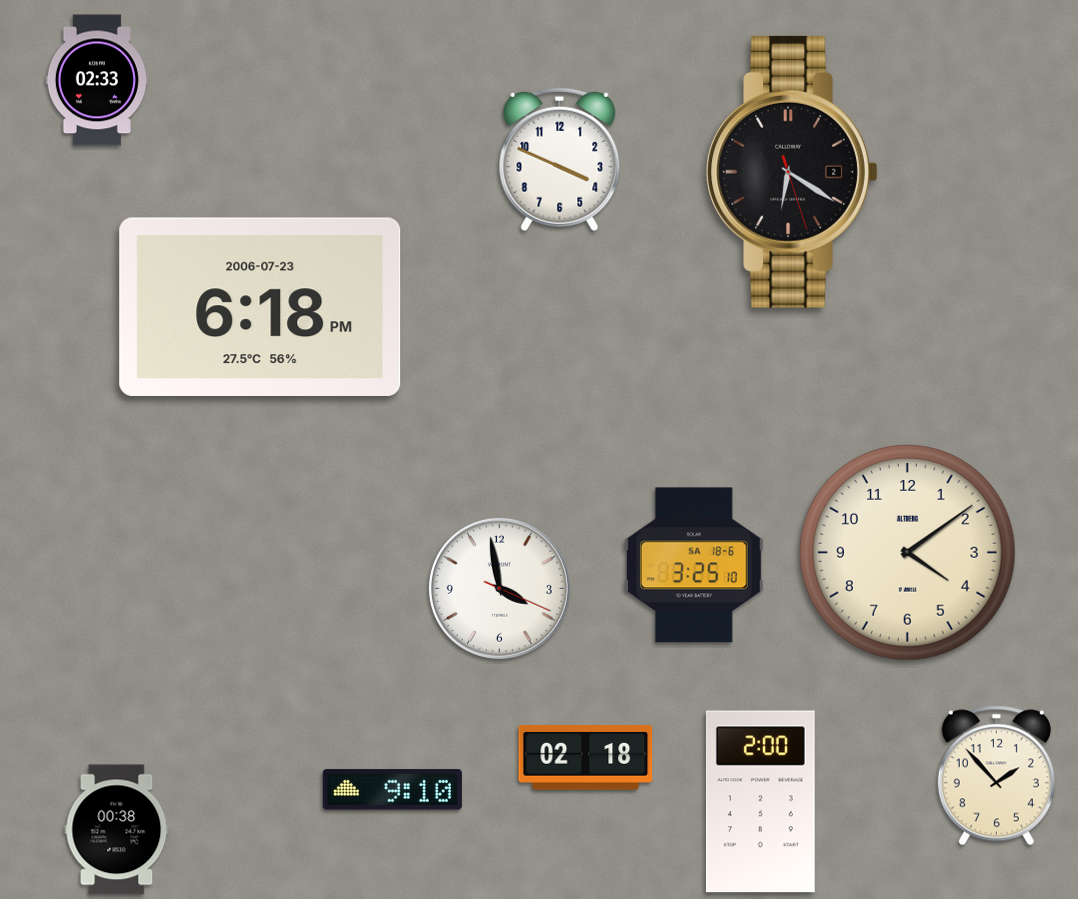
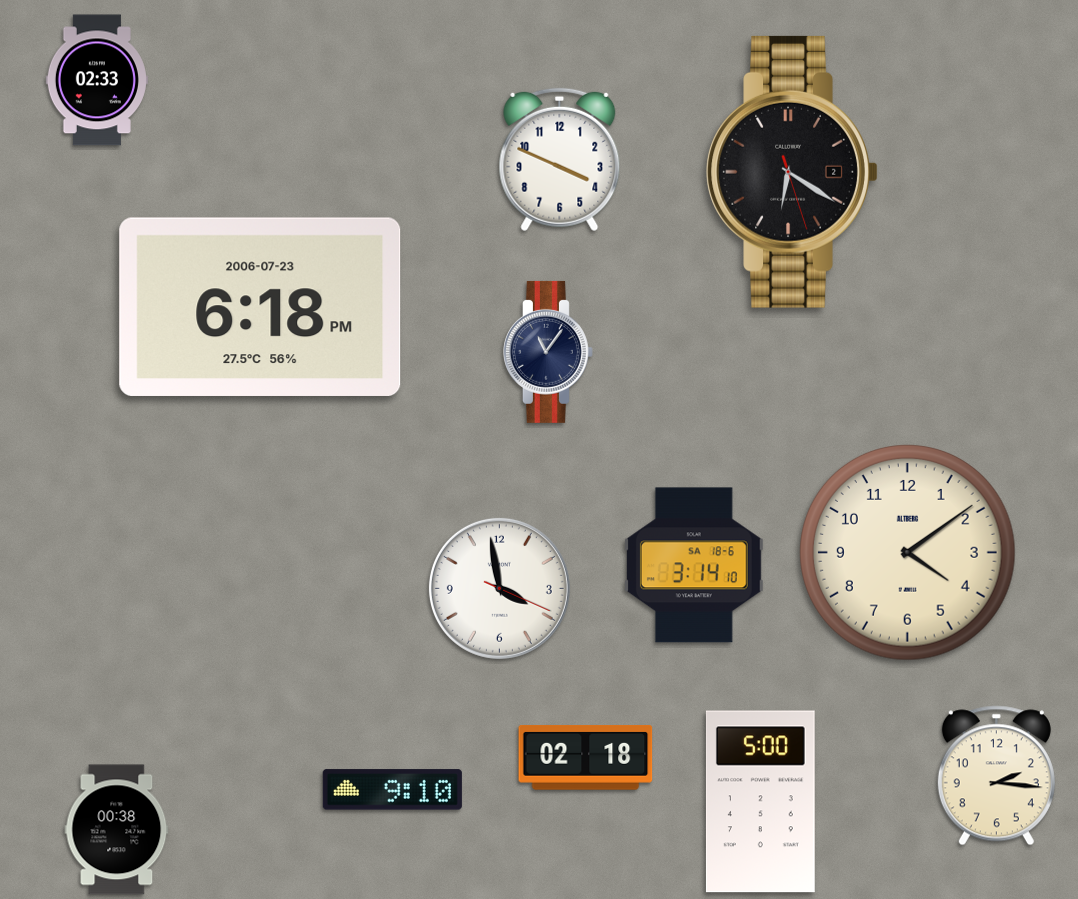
clock at (548, 352): none -> 11:06
clock at (694, 565): 3:25 -> 3:14
clock at (996, 776): 1:53 -> 2:16
clock at (760, 802): 2:00 -> 5:00
